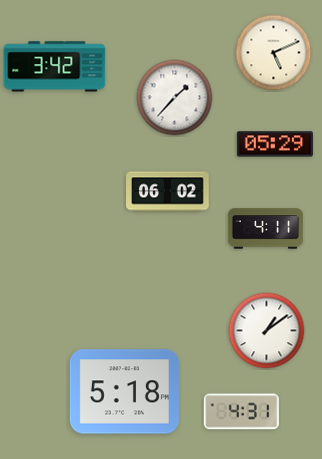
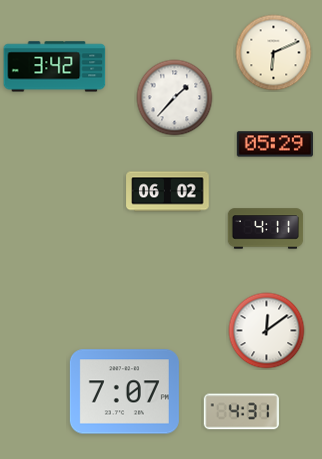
clock at (274, 53): 5:11 -> 6:11
clock at (267, 331): 1:09 -> 12:09
clock at (124, 392): 5:18 -> 7:07
